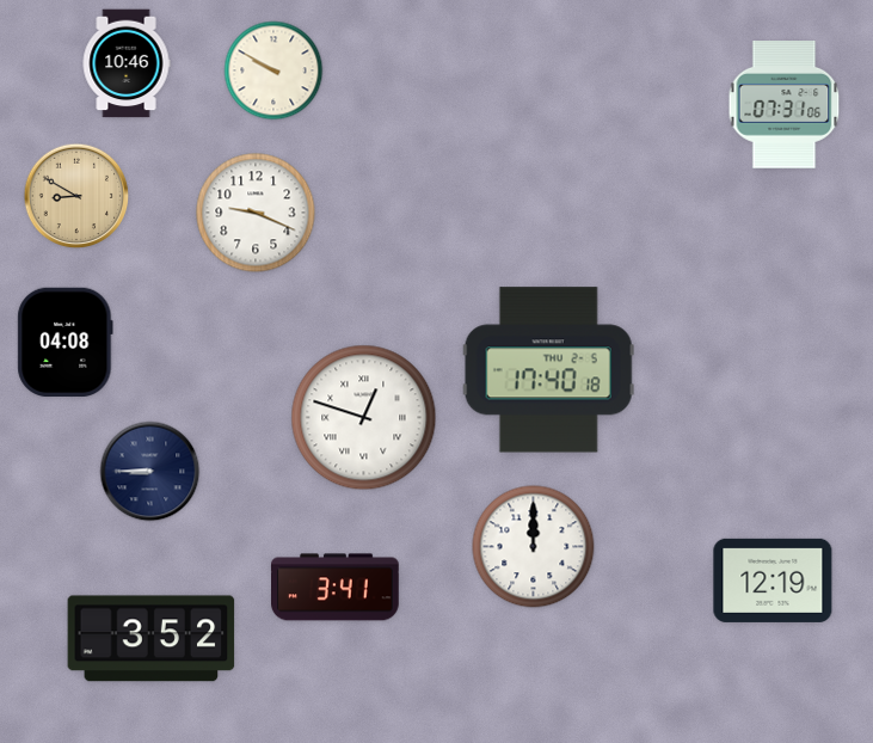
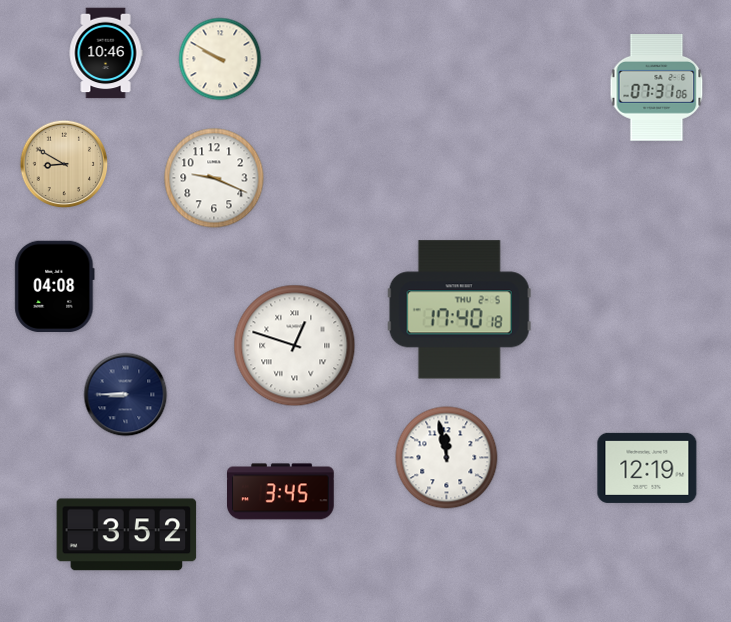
clock at (273, 70) position: (273, 70) -> (220, 59)
clock at (364, 418) position: (364, 418) -> (295, 346)
clock at (534, 547): 12:00 -> 11:58
clock at (773, 581) position: (773, 581) -> (647, 468)
clock at (336, 588): 3:41 -> 3:45
